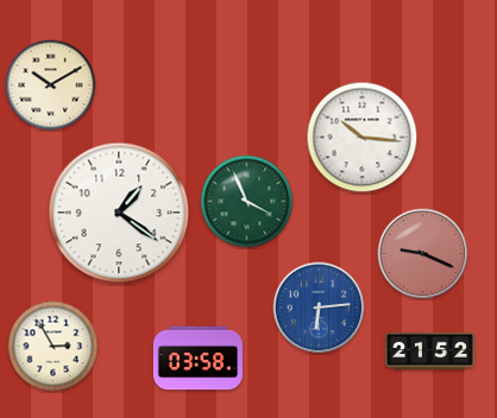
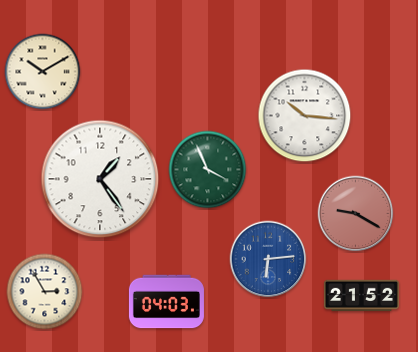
clock at (119, 213): 1:21 -> 1:24
clock at (423, 254): 9:19 -> 9:20
clock at (197, 359): 03:58 -> 04:03
